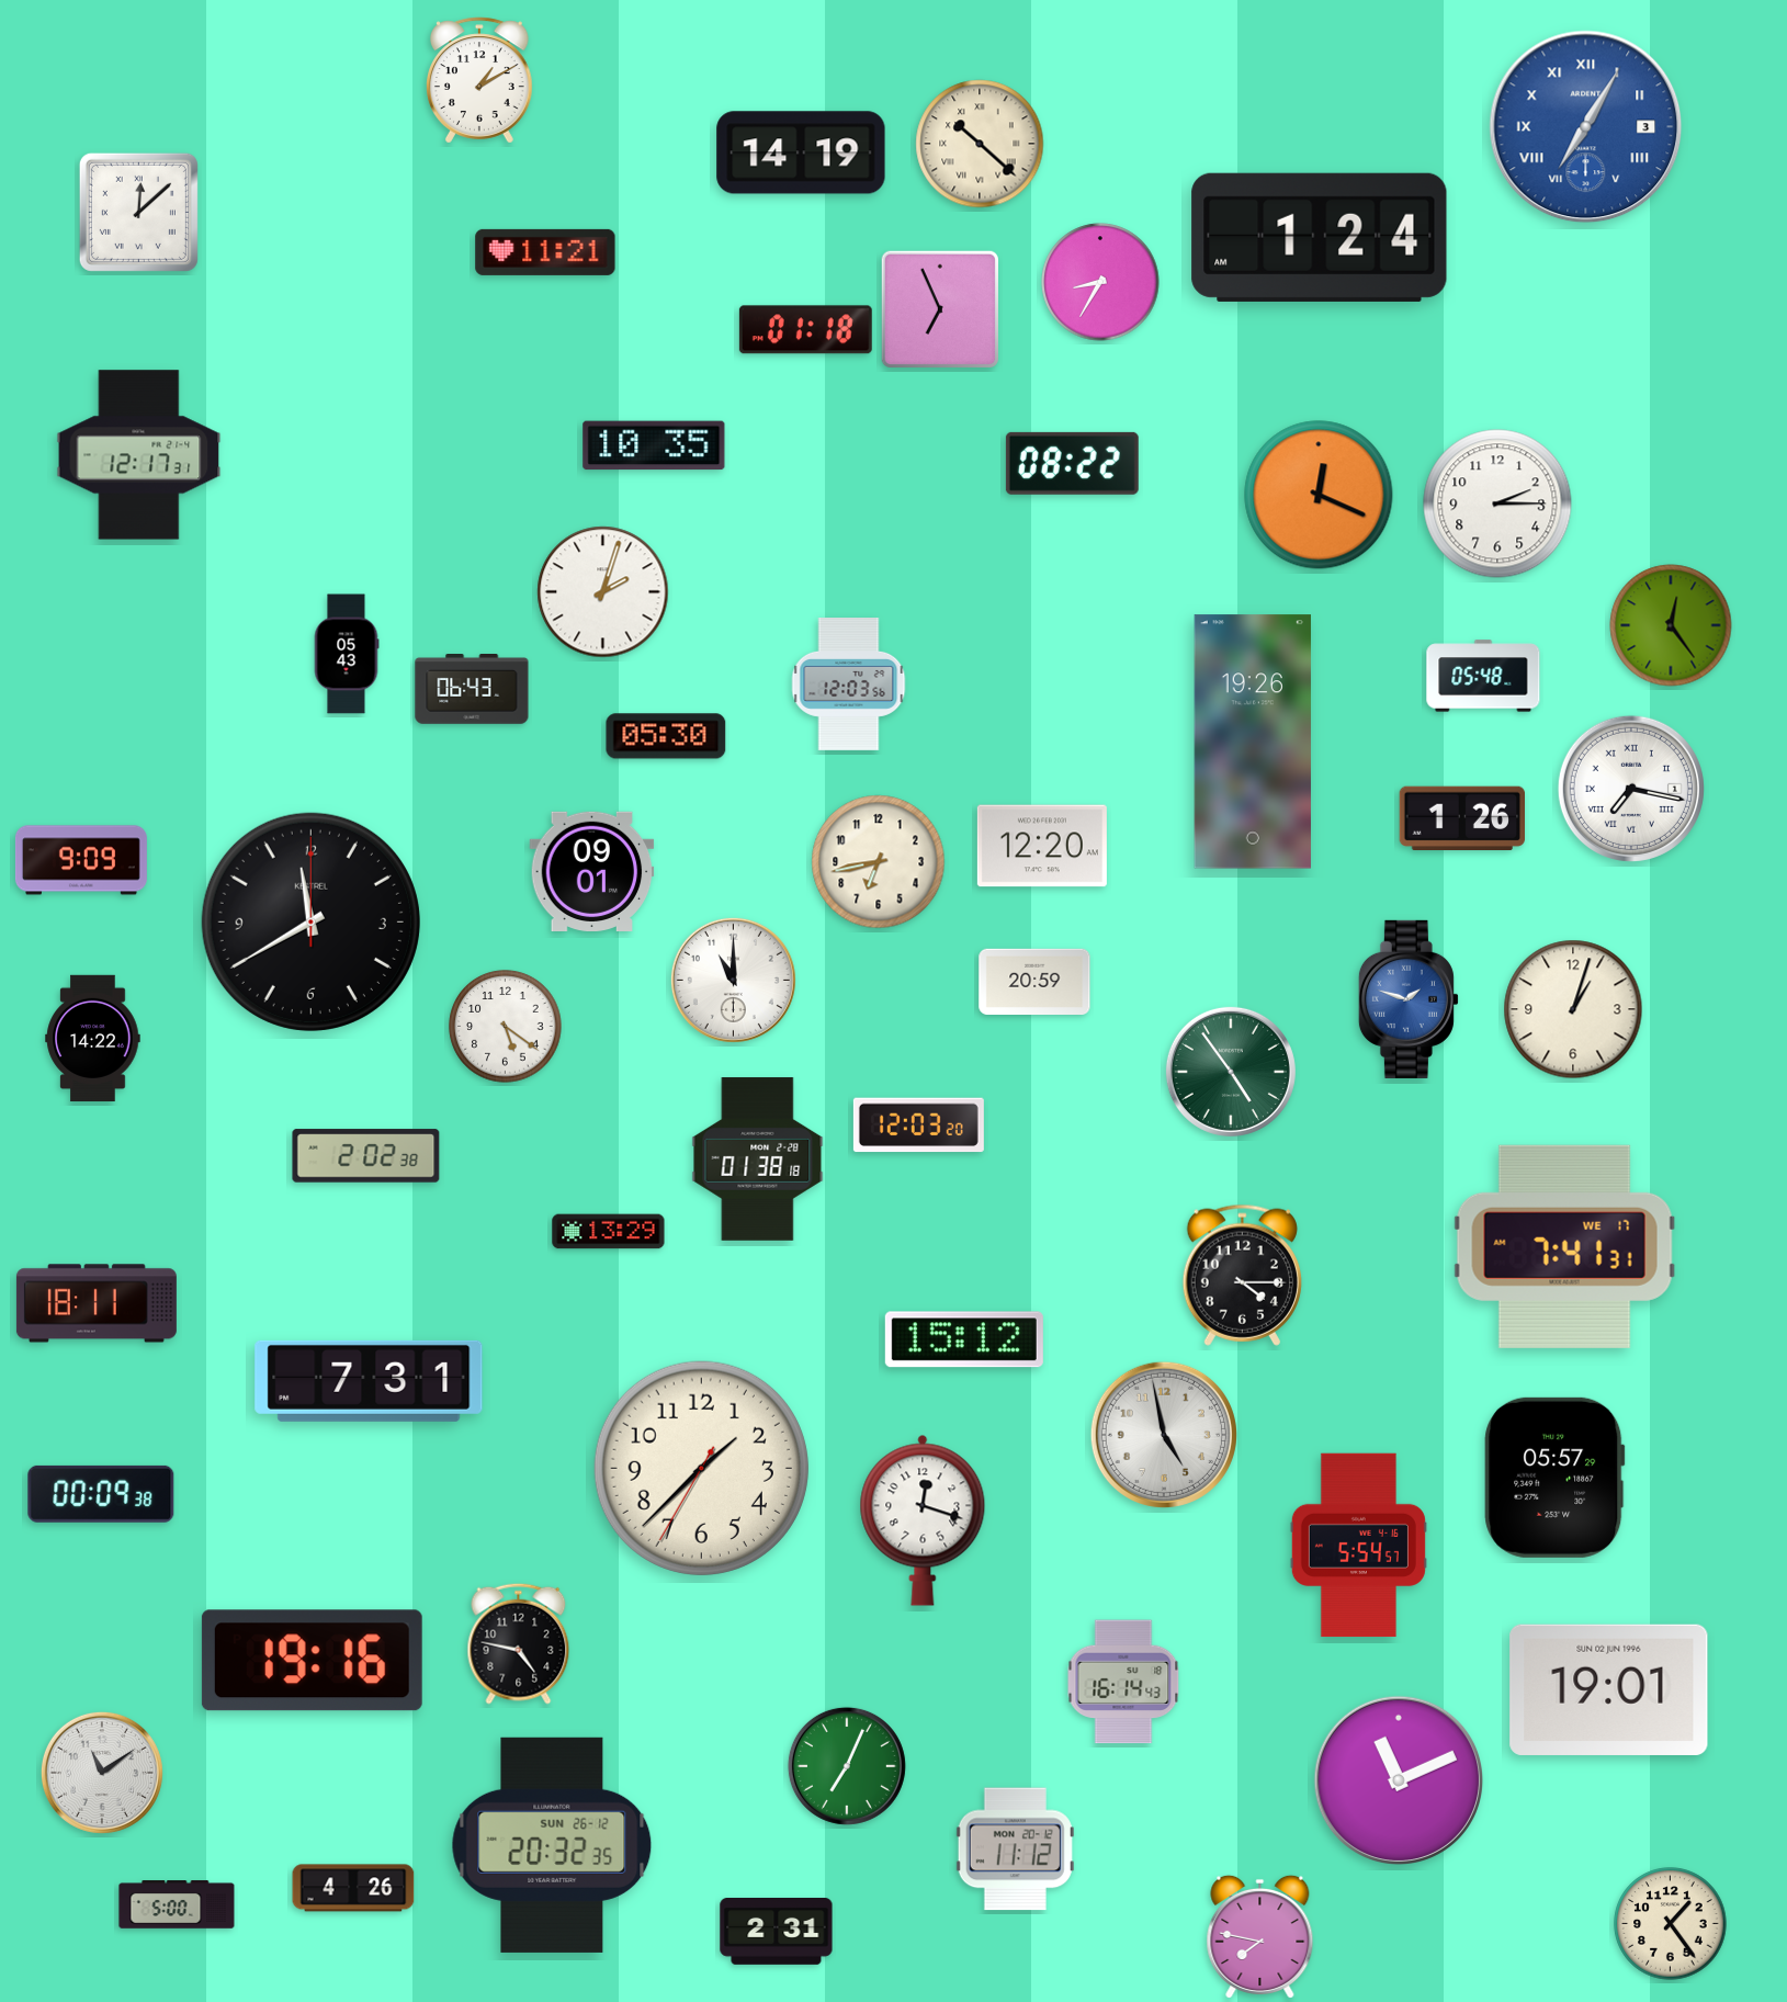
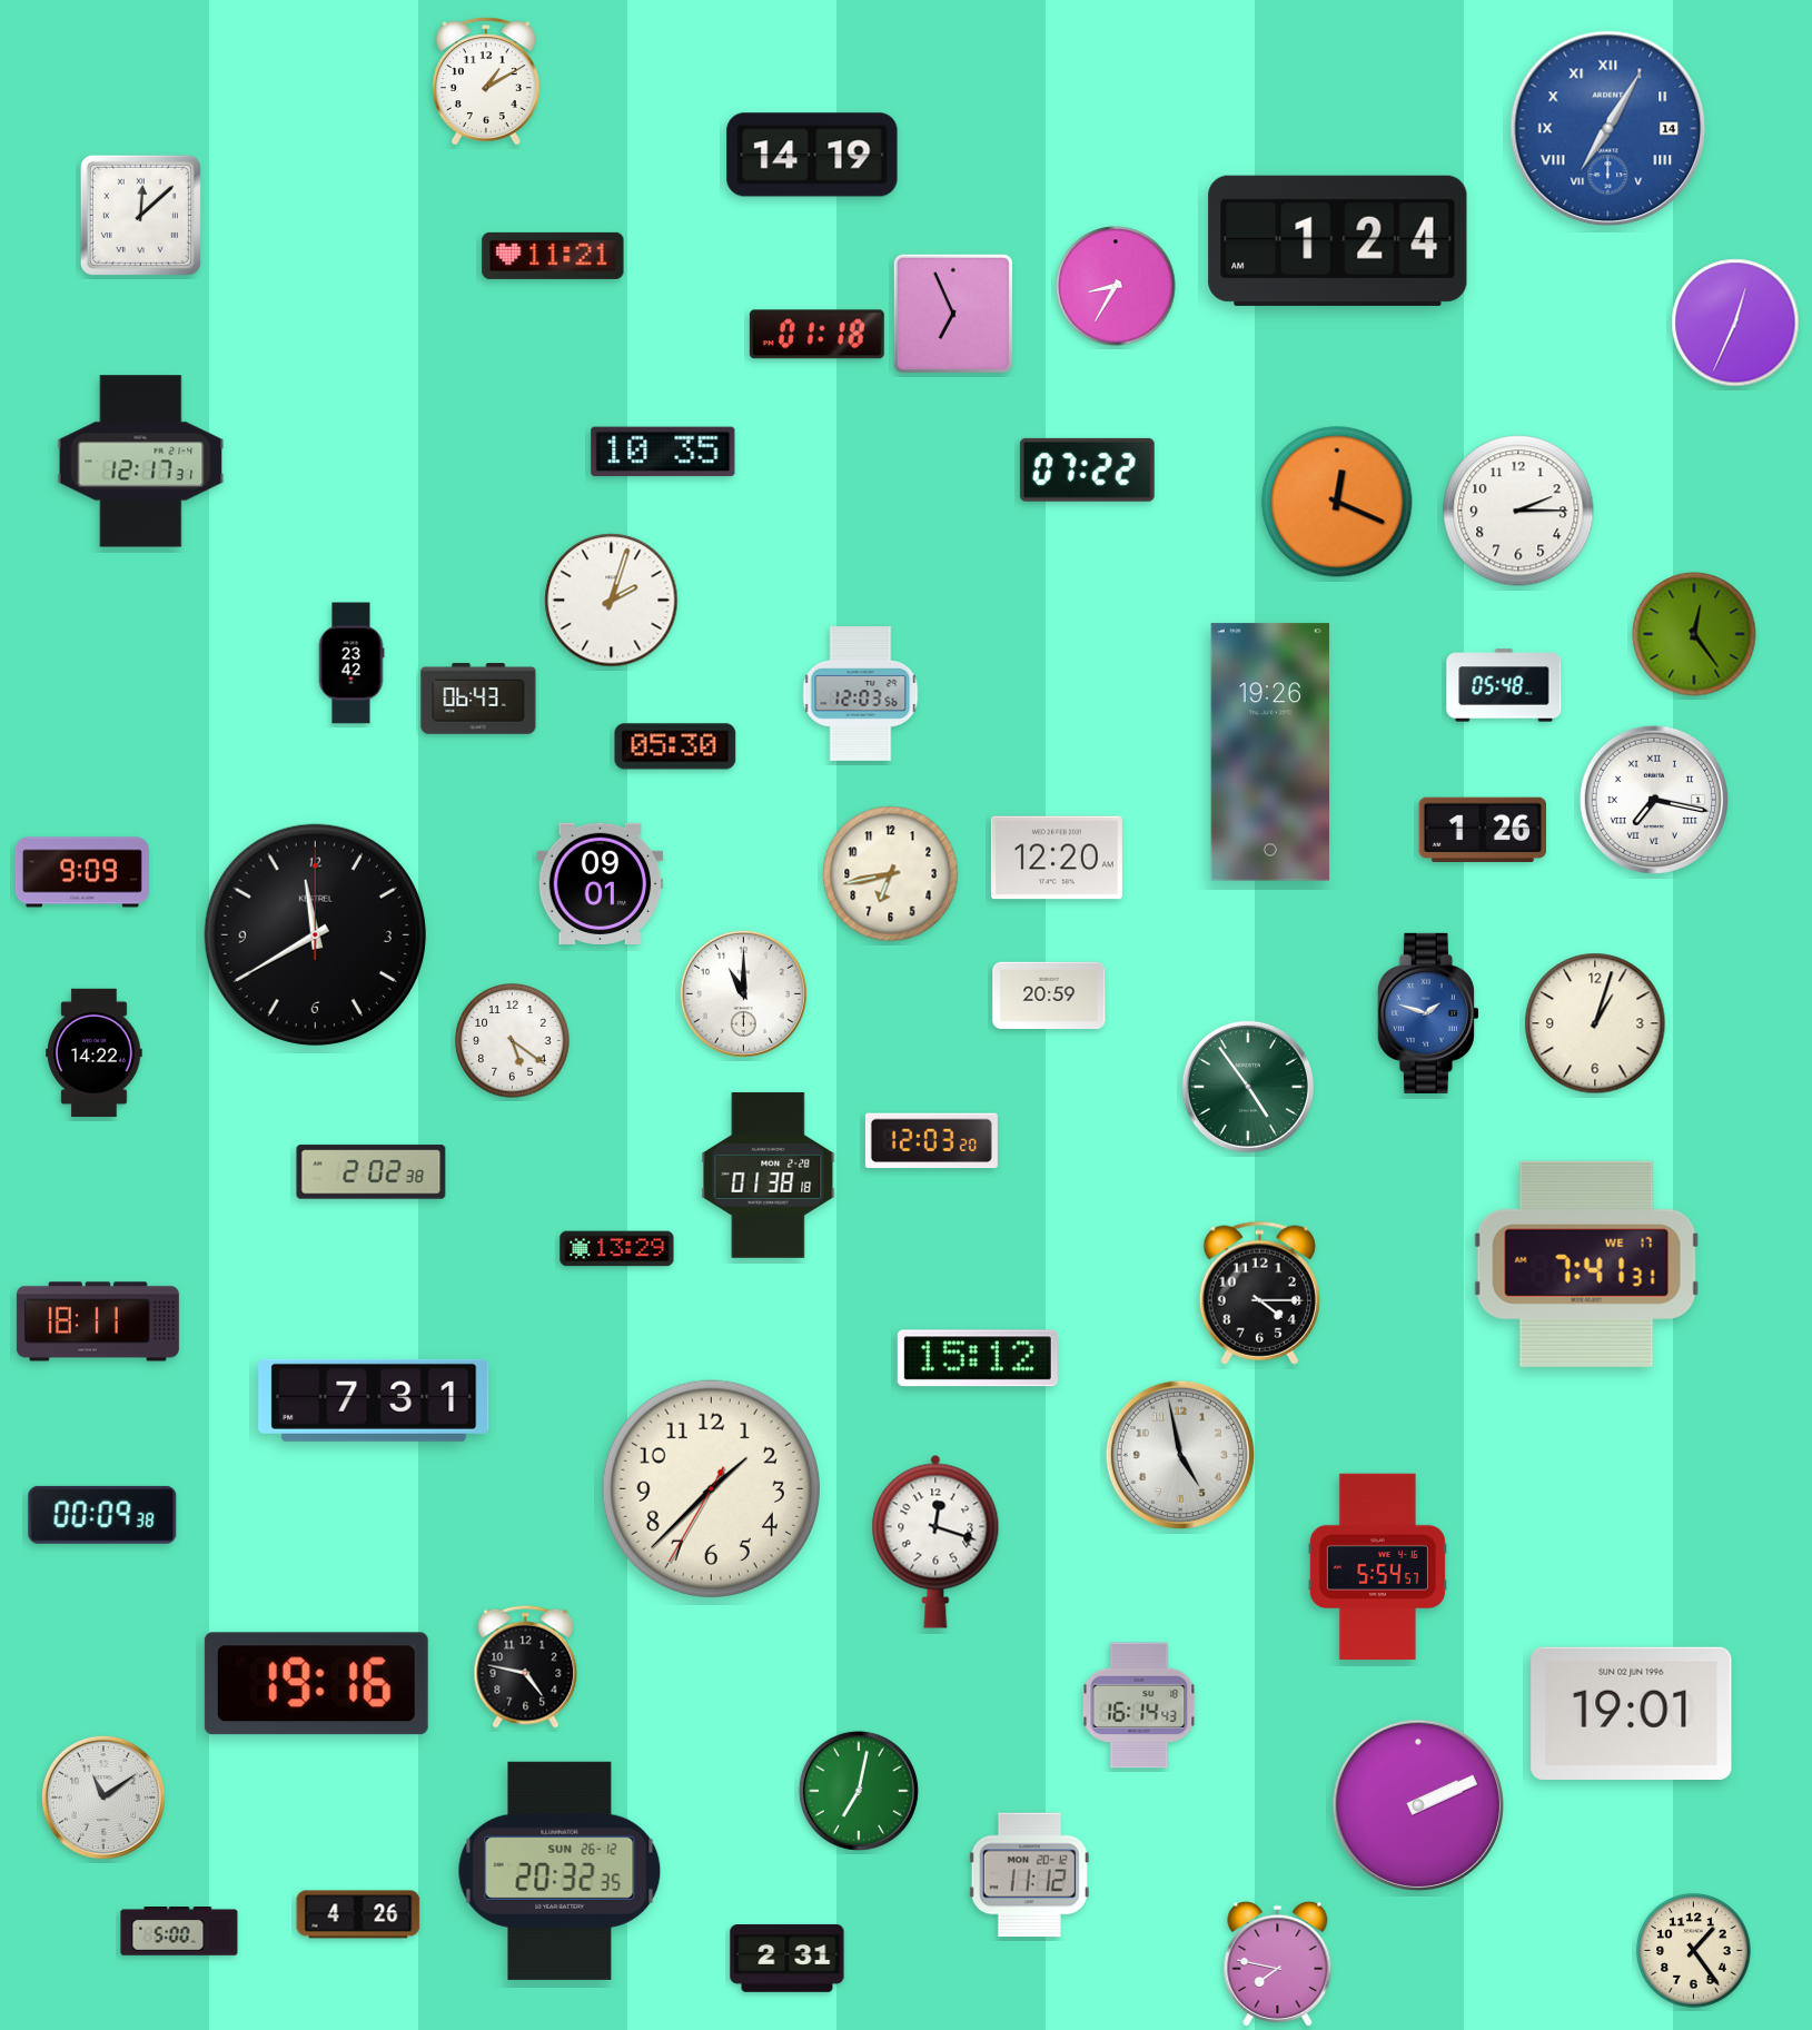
clock at (1586, 127) date: 3 -> 14
clock at (980, 144): 10:22 -> none
clock at (1735, 323): none -> 12:34
clock at (1072, 463): 08:22 -> 07:22
clock at (347, 654): 05:43 -> 23:42
clock at (1554, 1478): 05:57 -> none
clock at (847, 1766): 7:04 -> 7:02
clock at (1398, 1779): 11:11 -> 2:11
